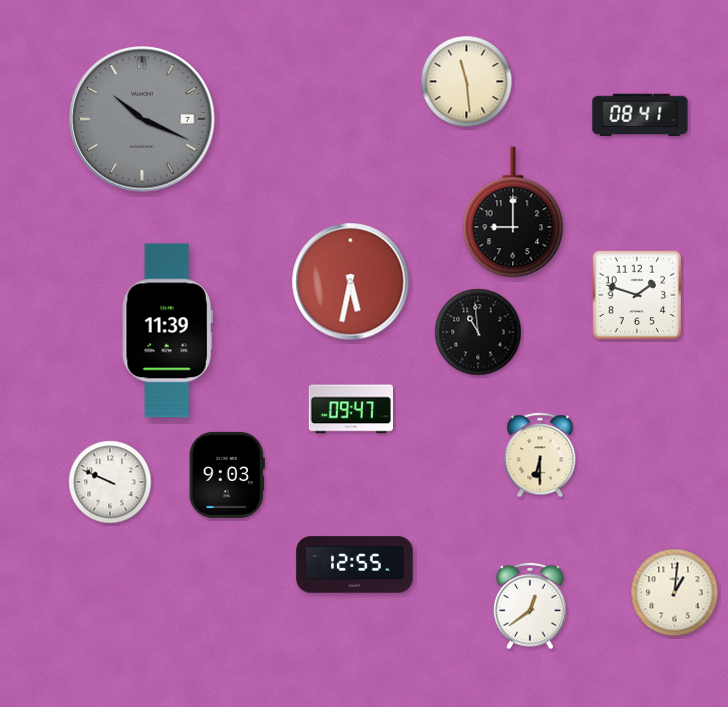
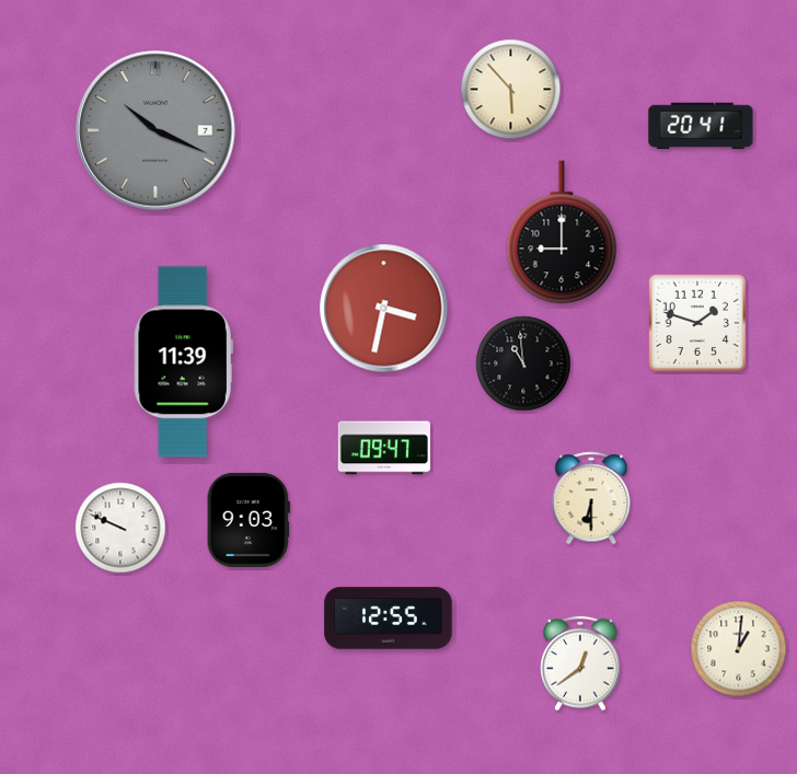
clock at (467, 82): 11:29 -> 5:53
clock at (640, 115): 08:41 -> 20:41
clock at (351, 282): 5:32 -> 3:32
